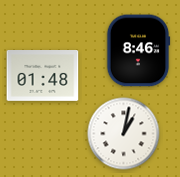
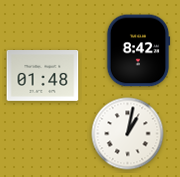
clock at (138, 51): 8:46 -> 8:42
clock at (124, 134) position: (124, 134) -> (128, 134)
